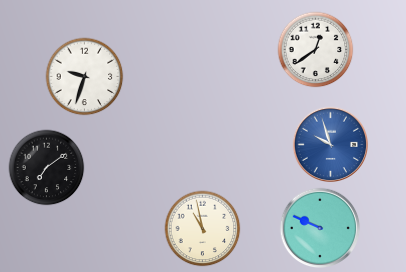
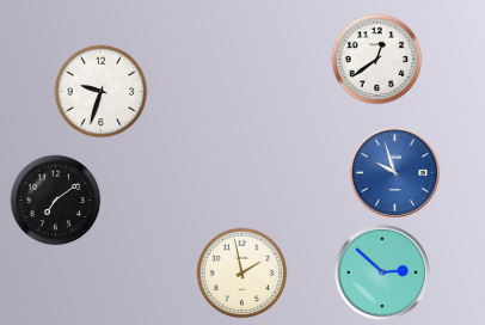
clock at (320, 228): 9:49 -> 2:52
clock at (203, 229): 10:58 -> 1:58
